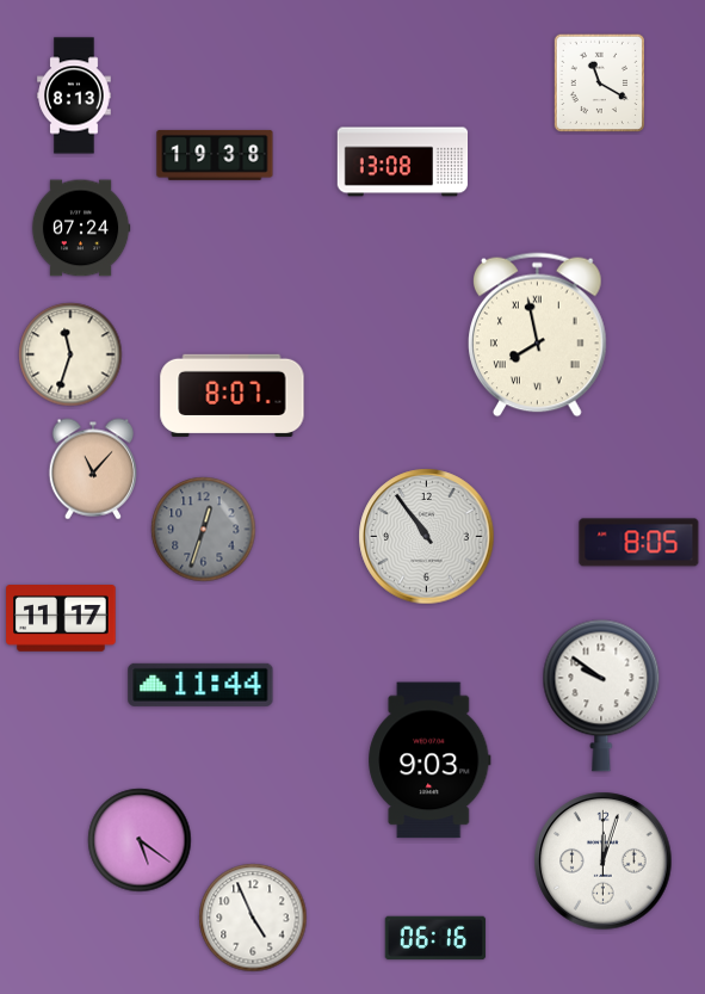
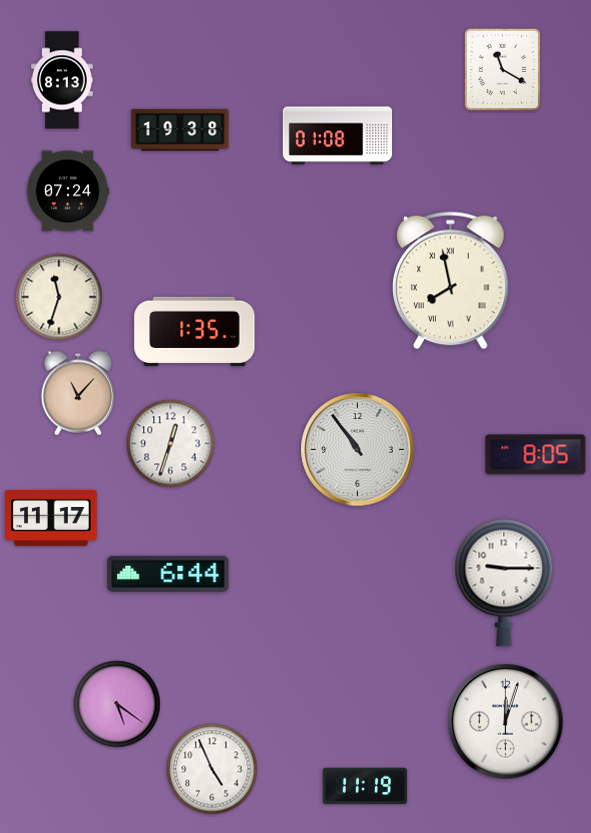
clock at (403, 162): 13:08 -> 01:08
clock at (233, 395): 8:07 -> 1:35
clock at (204, 530) dial: grey -> white
clock at (200, 685): 11:44 -> 6:44
clock at (601, 696): 9:51 -> 9:15
clock at (429, 760): 9:03 -> none
clock at (435, 938): 06:16 -> 11:19
